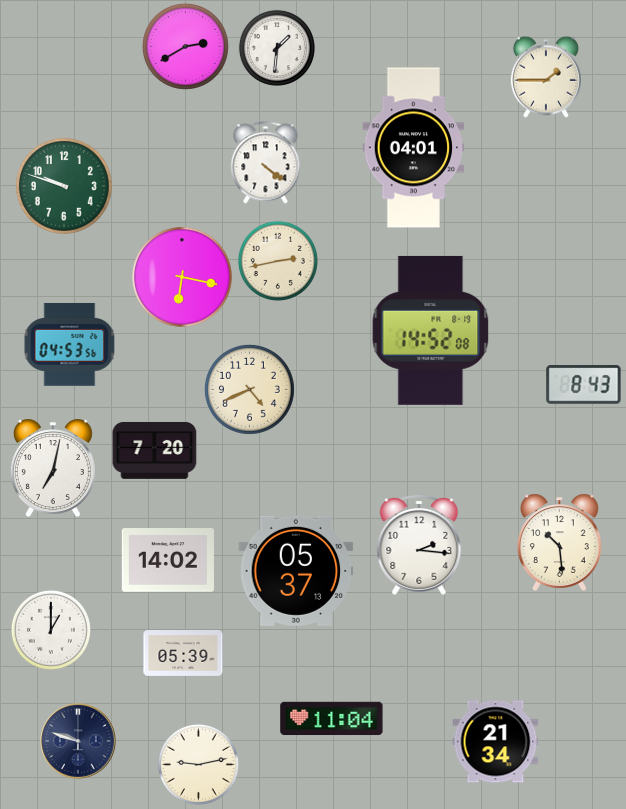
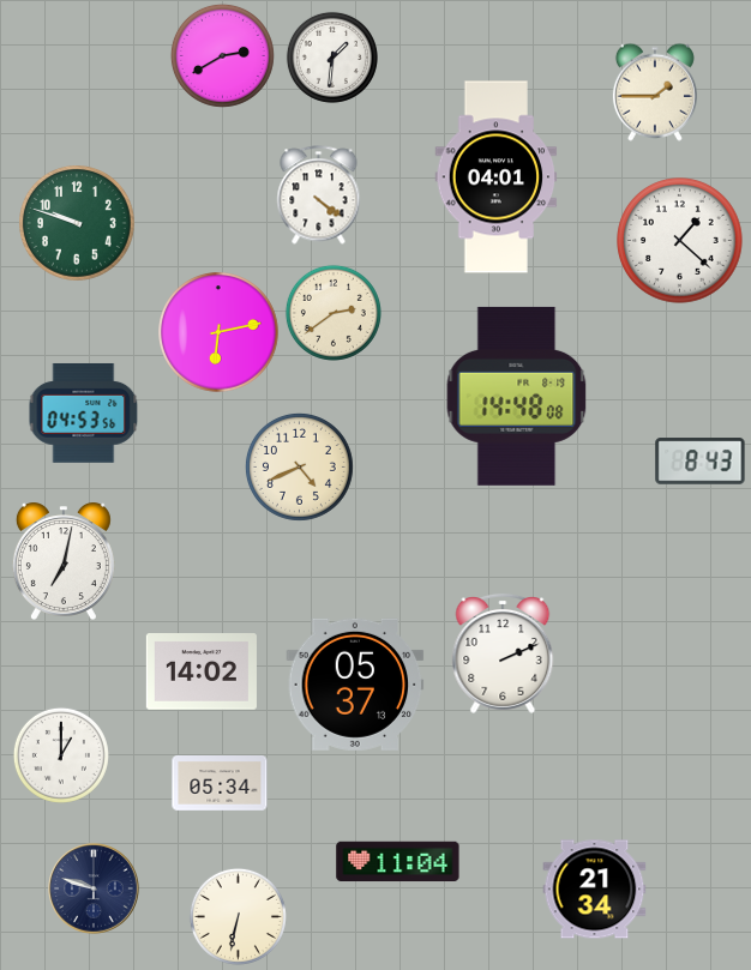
clock at (680, 241): none -> 1:22
clock at (278, 261): 2:43 -> 2:39
clock at (183, 278): 6:17 -> 6:13
clock at (431, 330): 14:52 -> 14:48
clock at (155, 450): 7:20 -> none
clock at (559, 542): 10:29 -> none
clock at (419, 545): 2:16 -> 2:11
clock at (183, 654): 05:39 -> 05:34
clock at (198, 764): 9:13 -> 6:32
